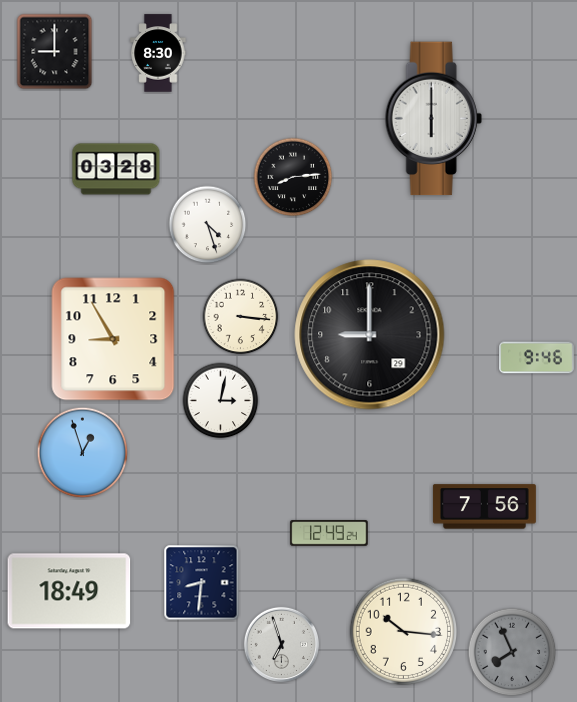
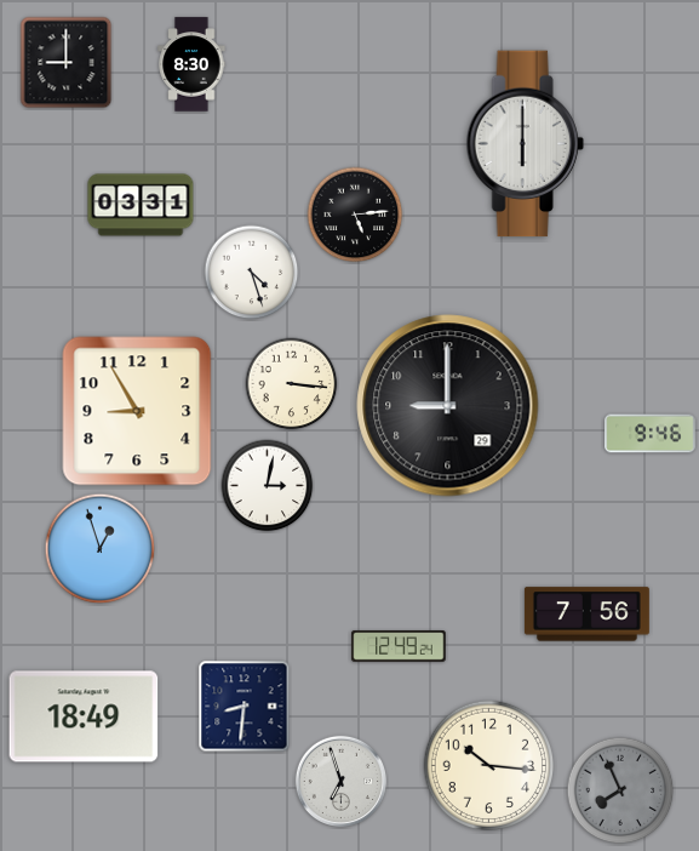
clock at (116, 169): 03:28 -> 03:31
clock at (293, 177): 8:14 -> 5:14
